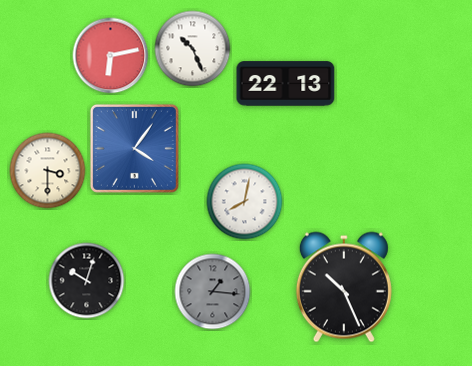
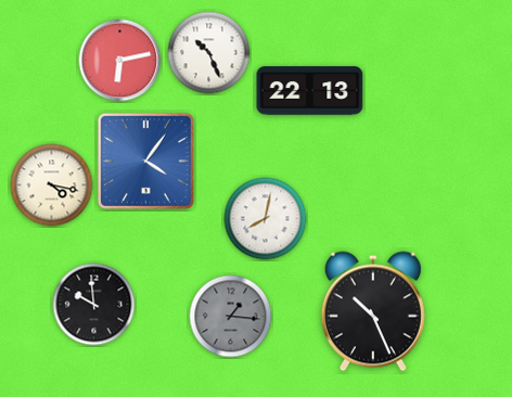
clock at (48, 171): 3:30 -> 4:17
clock at (87, 281): 10:03 -> 9:59
